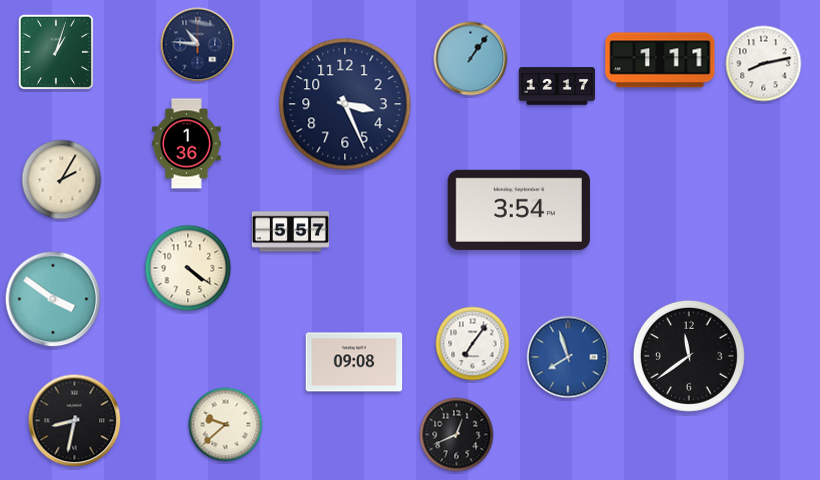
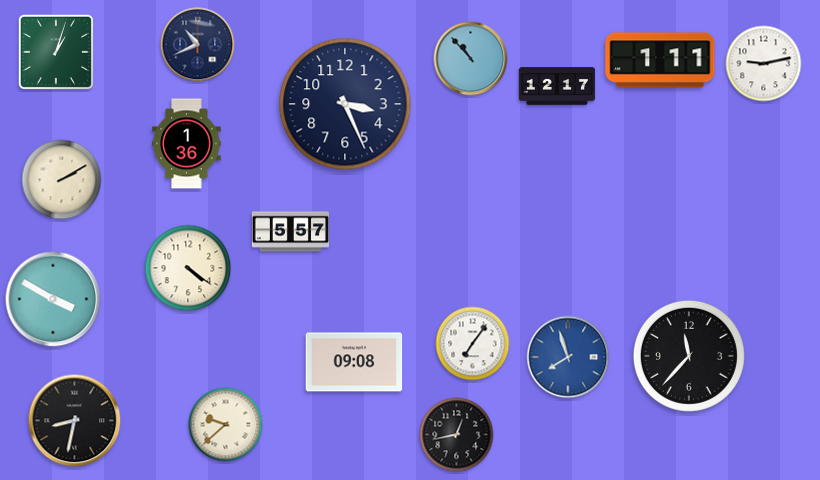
clock at (198, 45): 10:46 -> 10:41
clock at (471, 59): 1:06 -> 10:53
clock at (764, 64): 8:13 -> 9:13
clock at (62, 180): 2:05 -> 2:10
clock at (519, 210): 3:54 -> none
clock at (53, 299): 3:51 -> 3:50
clock at (689, 356): 11:39 -> 11:37
clock at (457, 435): 12:41 -> 12:43
